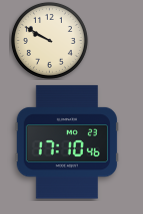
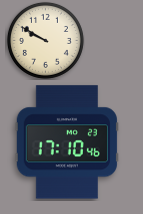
clock at (49, 40) position: (49, 40) -> (45, 40)
